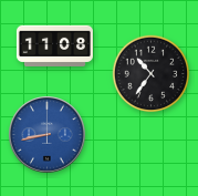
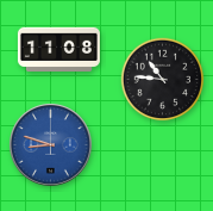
clock at (152, 74): 10:36 -> 10:46
clock at (48, 135): 8:43 -> 8:48
